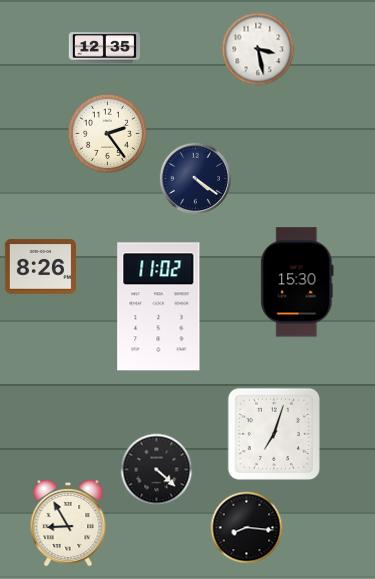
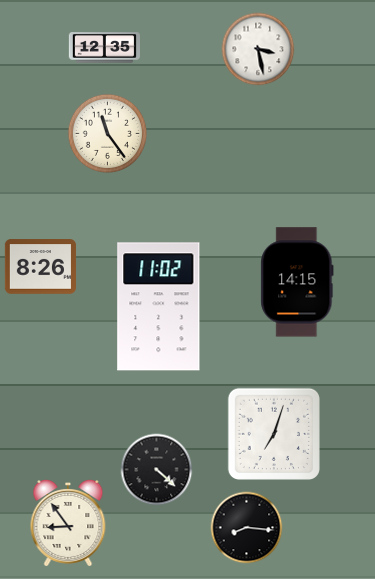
clock at (107, 133): 2:24 -> 11:24
clock at (195, 178): 4:21 -> none
clock at (297, 282): 15:30 -> 14:15
clock at (68, 523): 8:55 -> 8:54
